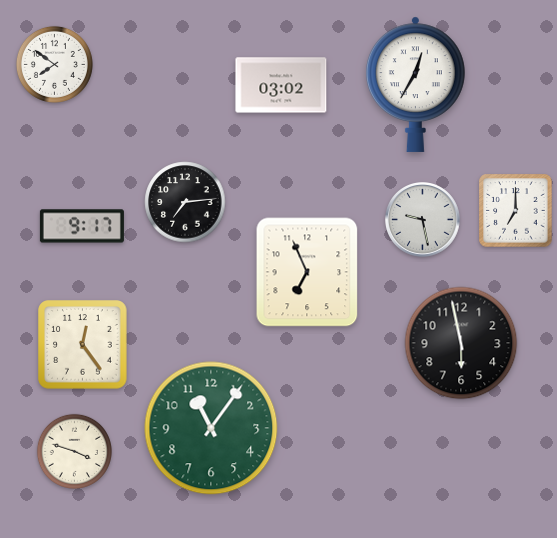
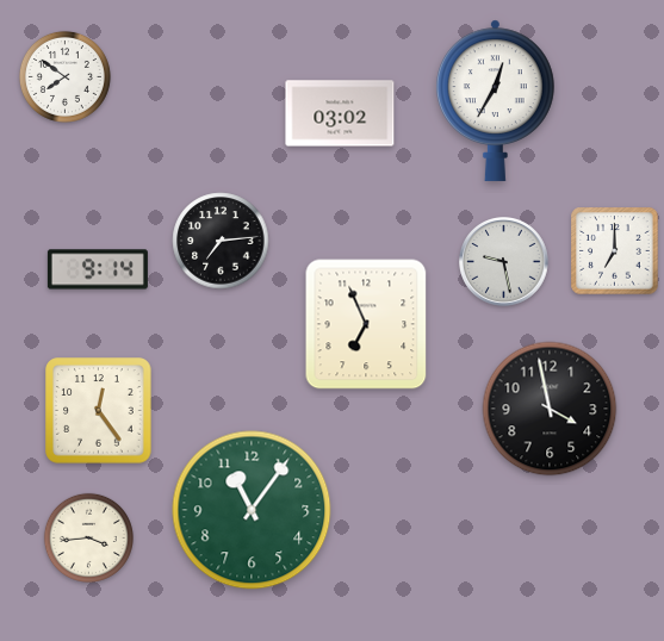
clock at (281, 85) position: (281, 85) -> (340, 113)
clock at (82, 226): 9:17 -> 9:14
clock at (461, 343): 5:58 -> 3:58
clock at (74, 451): 3:48 -> 3:44
